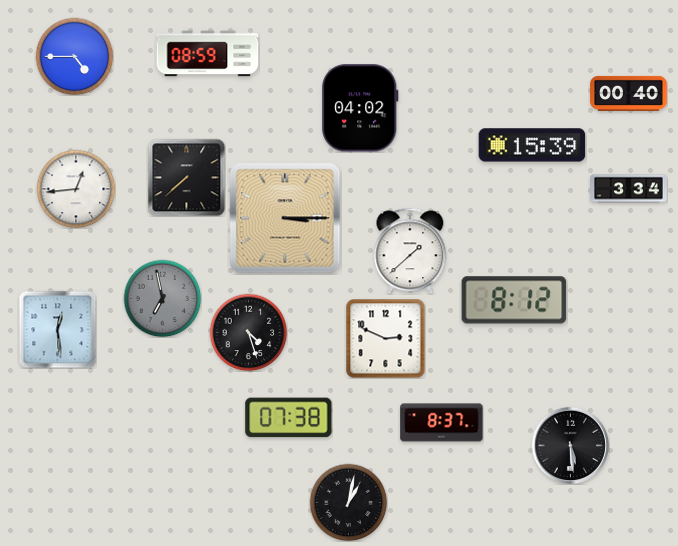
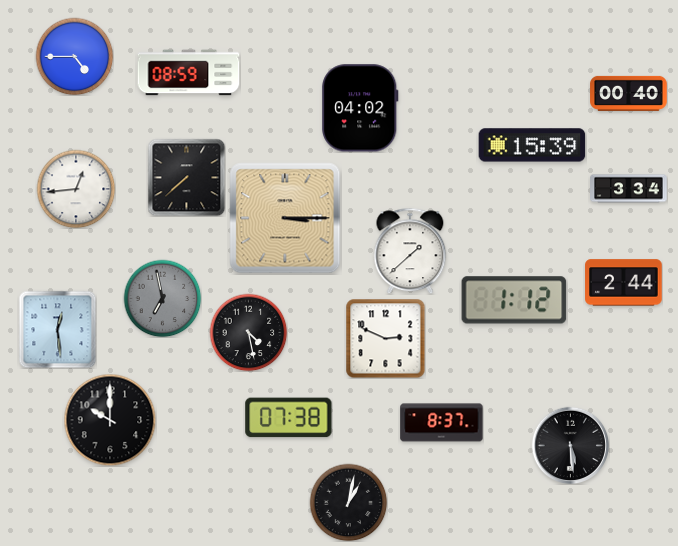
clock at (208, 54) position: (208, 54) -> (189, 73)
clock at (624, 283): none -> 2:44
clock at (514, 300): 8:12 -> 1:12
clock at (248, 332): 4:27 -> 4:28
clock at (110, 420): none -> 10:00
